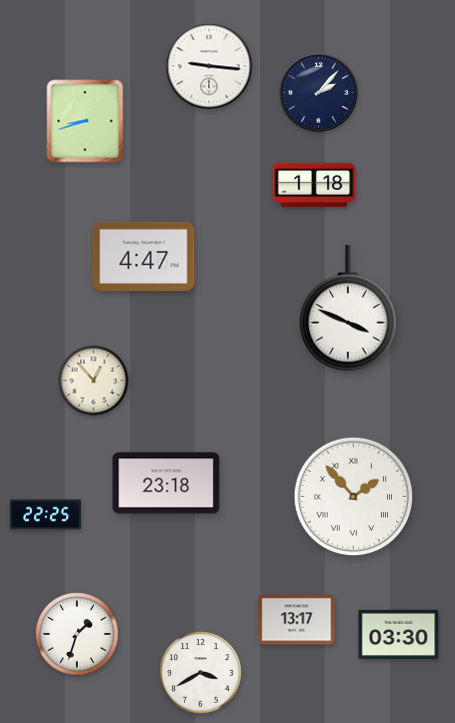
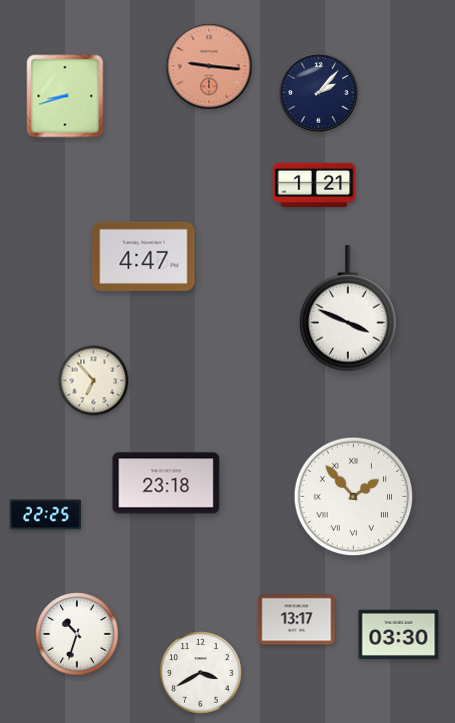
clock at (209, 66) dial: white -> salmon
clock at (85, 121) position: (85, 121) -> (65, 96)
clock at (314, 184): 1:18 -> 1:21
clock at (94, 381): 12:53 -> 6:53
clock at (77, 634): 1:33 -> 10:33
